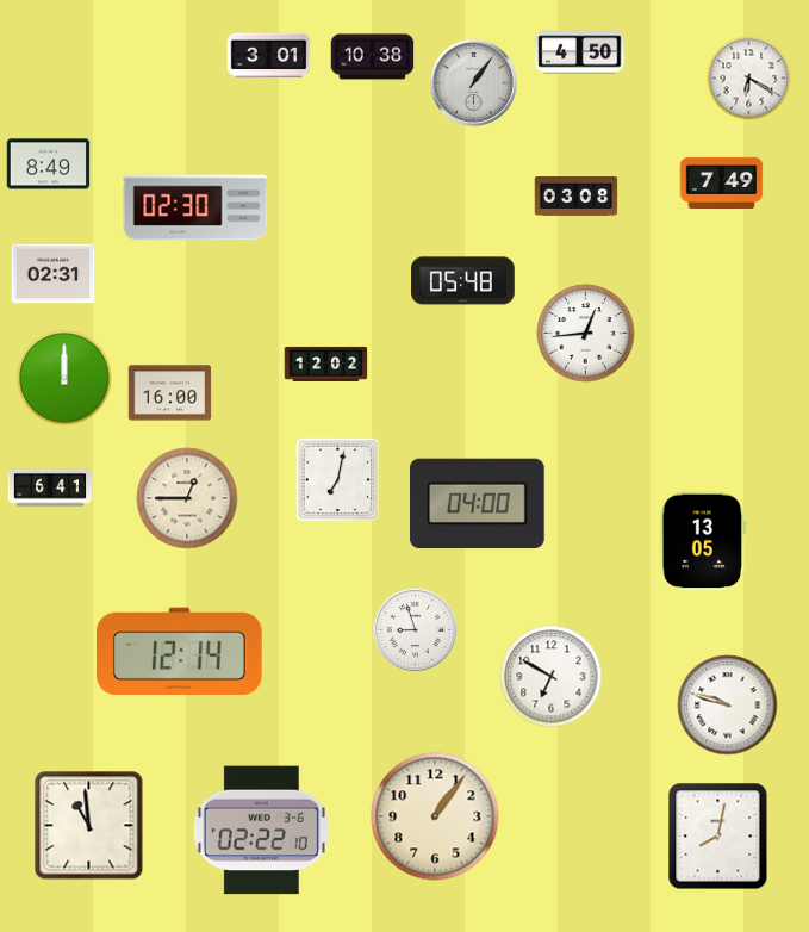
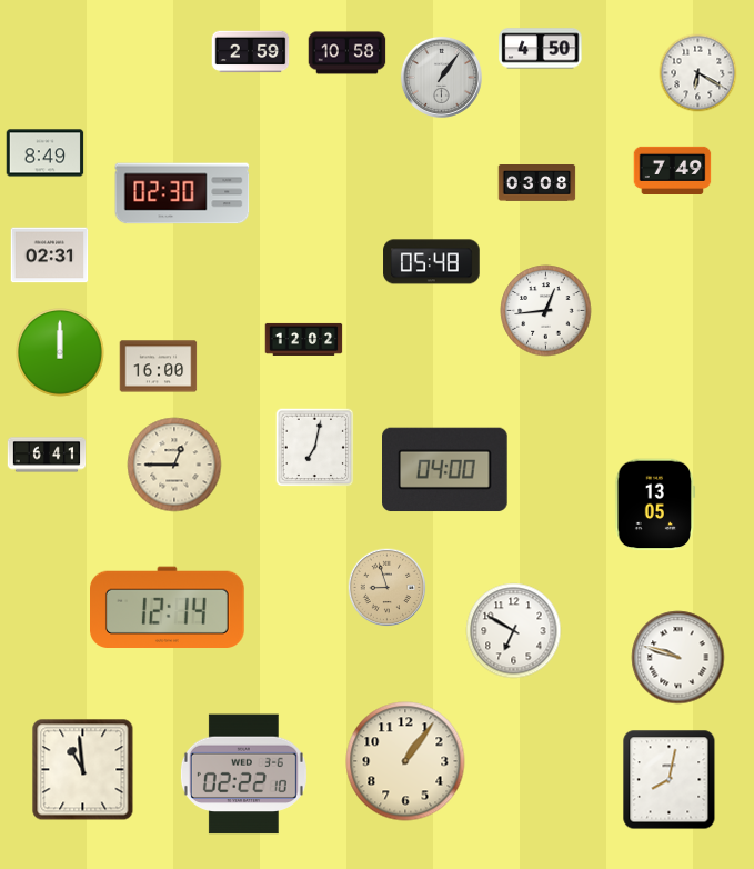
clock at (269, 56): 3:01 -> 2:59
clock at (373, 57): 10:38 -> 10:58
clock at (416, 630) dial: white -> champagne
